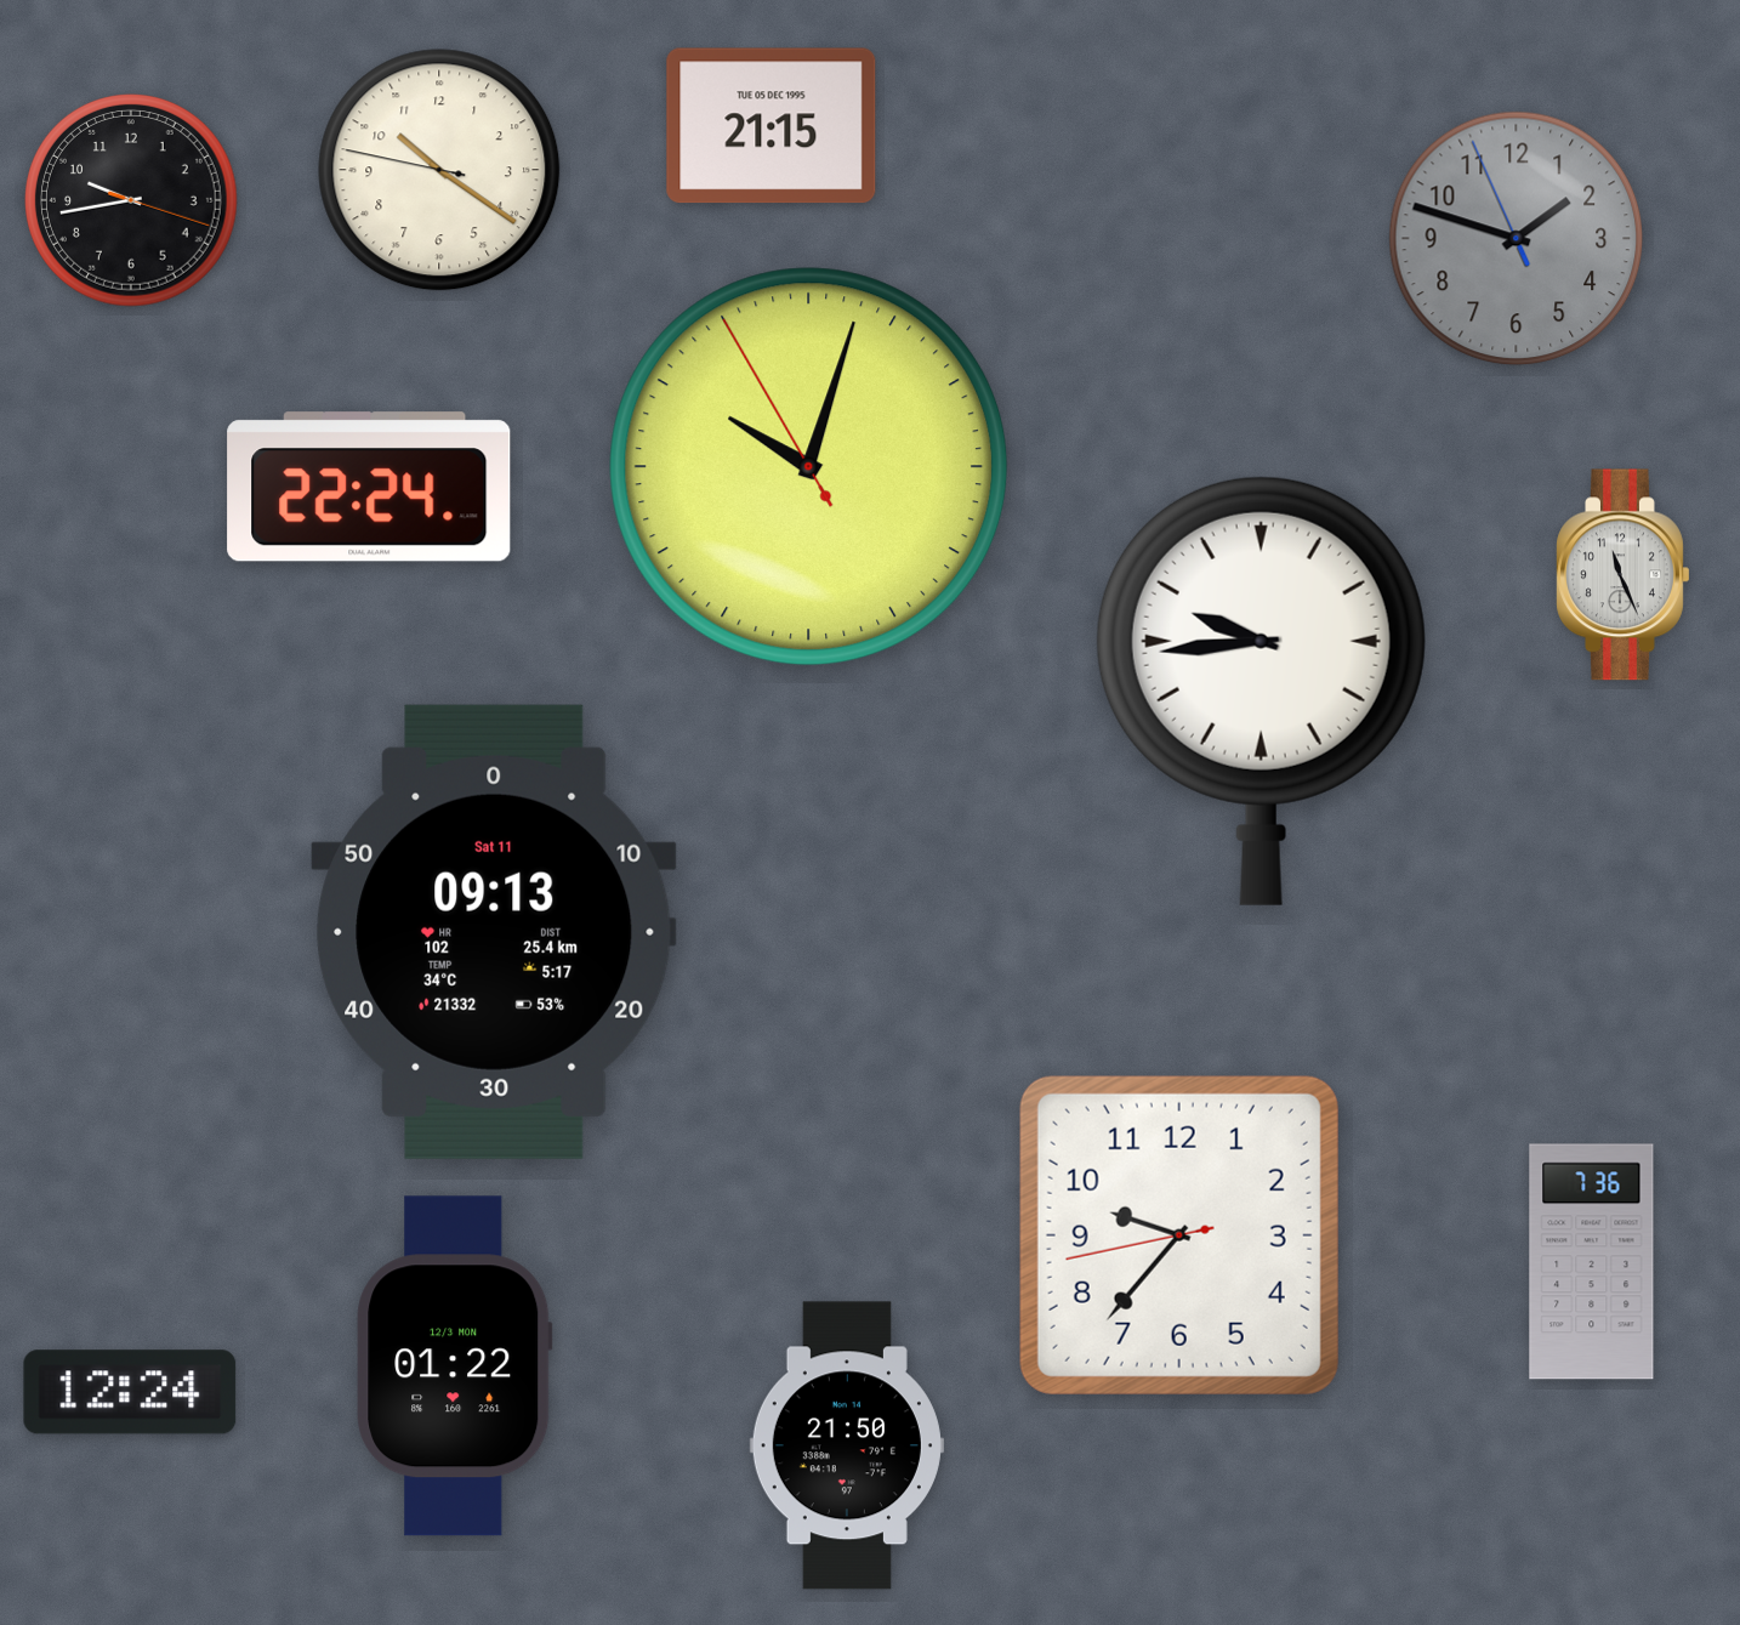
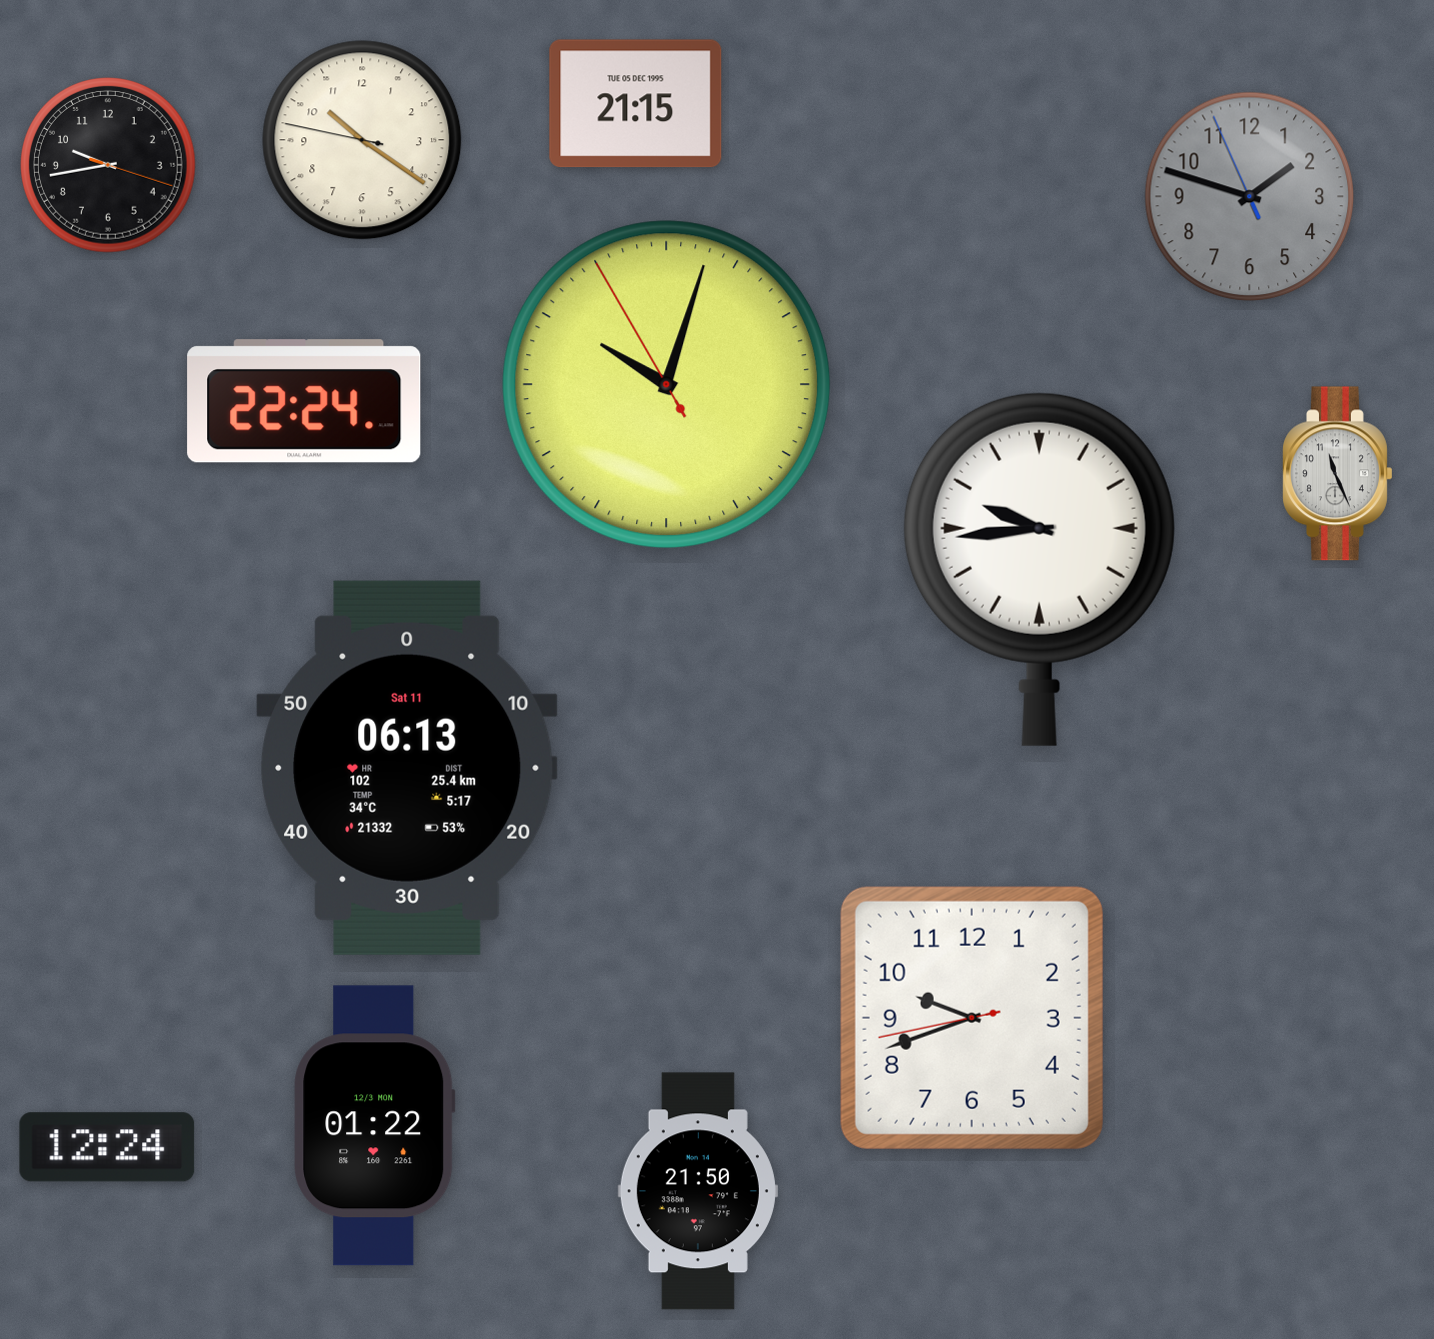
clock at (494, 932): 09:13 -> 06:13
clock at (1179, 1235): 9:36 -> 9:41
clock at (1592, 1262): 7:36 -> none
